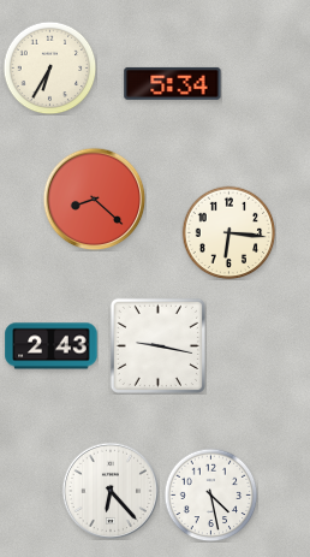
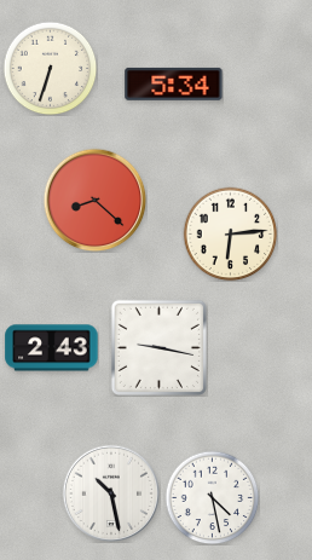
clock at (49, 67): 6:35 -> 6:33
clock at (228, 232): 6:16 -> 6:14
clock at (109, 490): 6:23 -> 10:28
